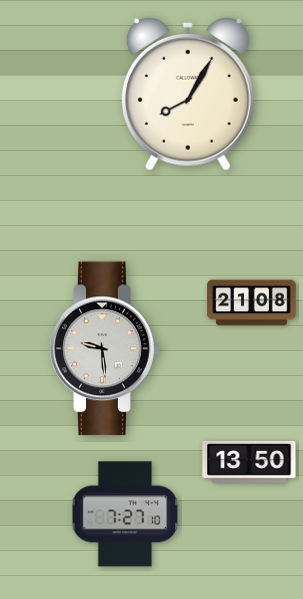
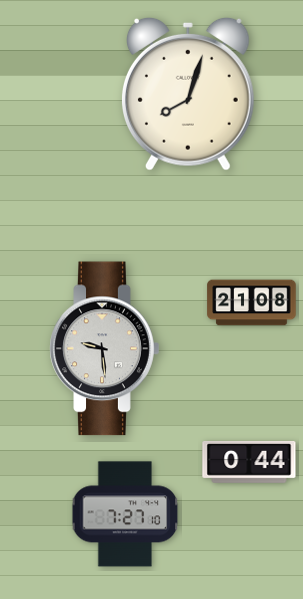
clock at (188, 94): 8:05 -> 8:03
clock at (249, 462): 13:50 -> 0:44
